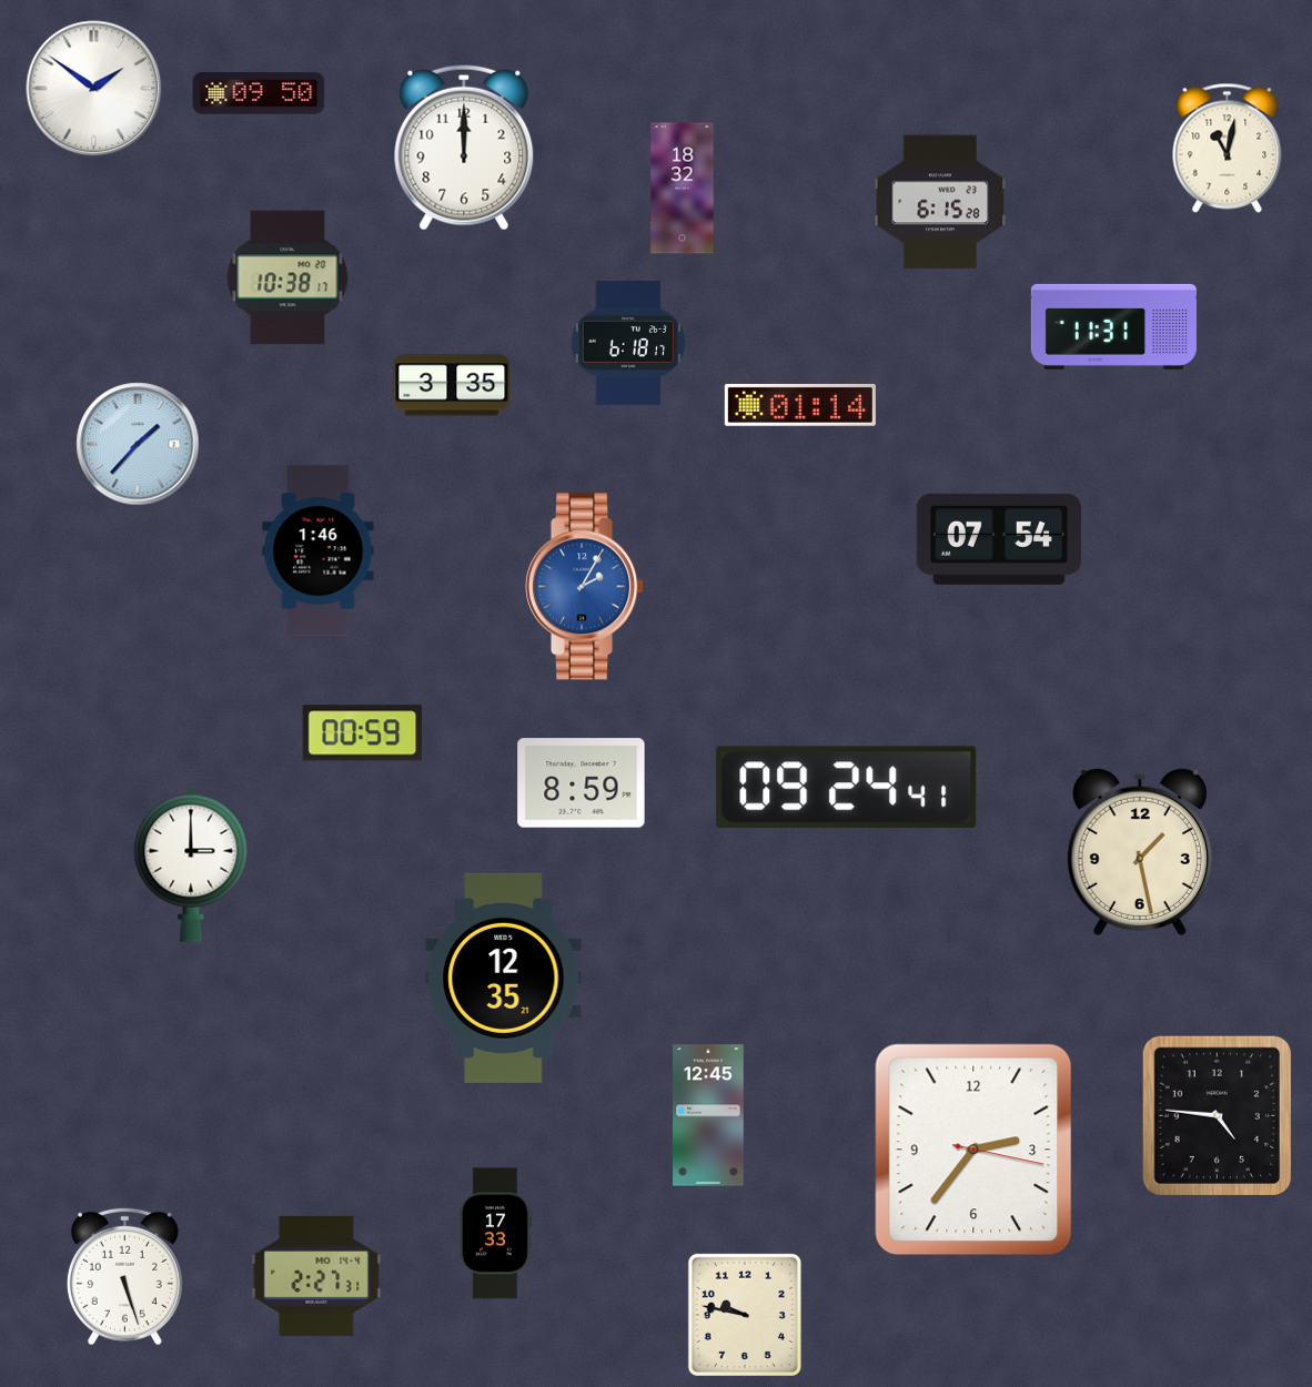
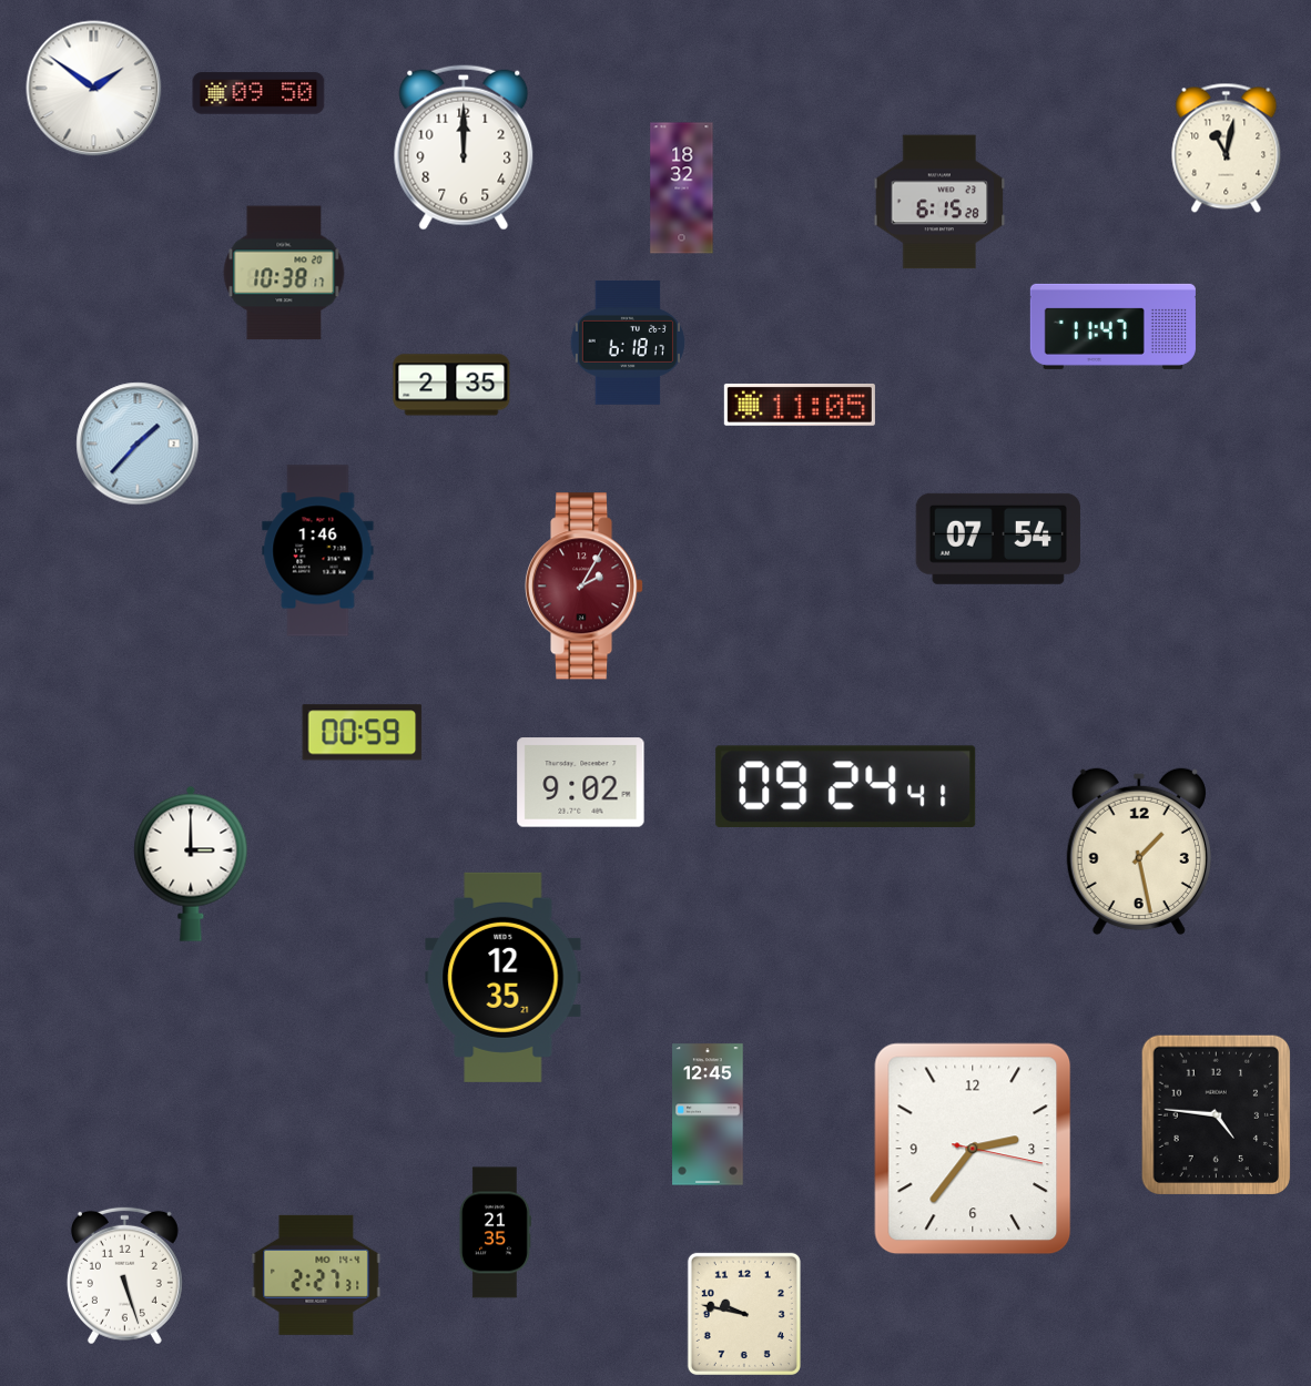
clock at (287, 277) position: (287, 277) -> (284, 273)
clock at (1113, 326): 11:31 -> 11:47
clock at (452, 385): 3:35 -> 2:35
clock at (800, 405): 01:14 -> 11:05
clock at (585, 587) dial: blue -> burgundy
clock at (582, 783): 8:59 -> 9:02
clock at (495, 1234): 17:33 -> 21:35
